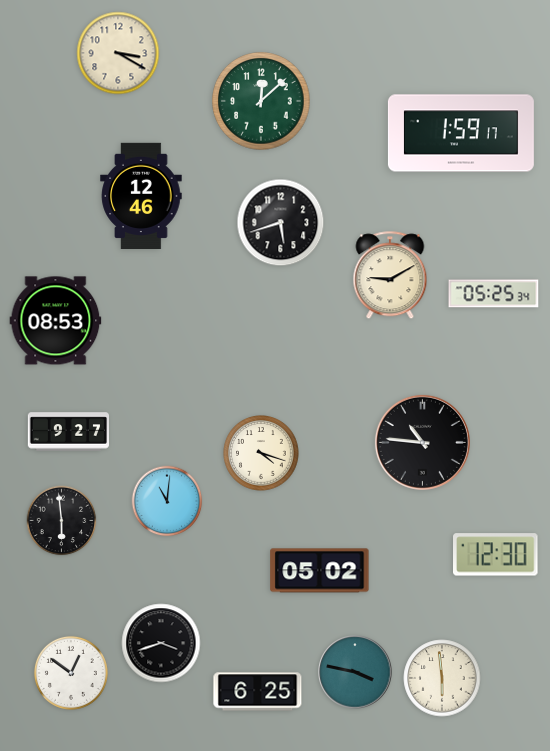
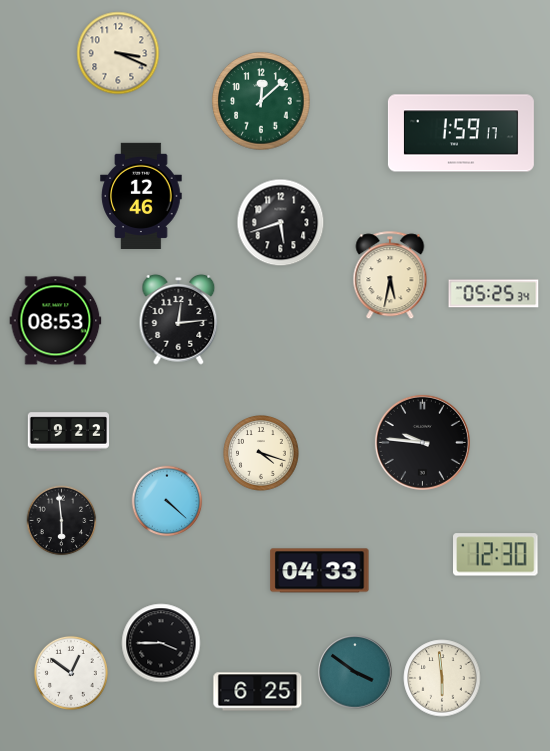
clock at (118, 53): 3:20 -> 3:19
clock at (390, 276): 9:10 -> 5:32
clock at (179, 319): none -> 12:14
clock at (68, 432): 9:27 -> 9:22
clock at (422, 442): 10:46 -> 9:46
clock at (167, 501): 11:01 -> 4:22
clock at (320, 571): 05:02 -> 04:33
clock at (161, 643): 3:42 -> 3:45
clock at (355, 672): 3:47 -> 3:51
